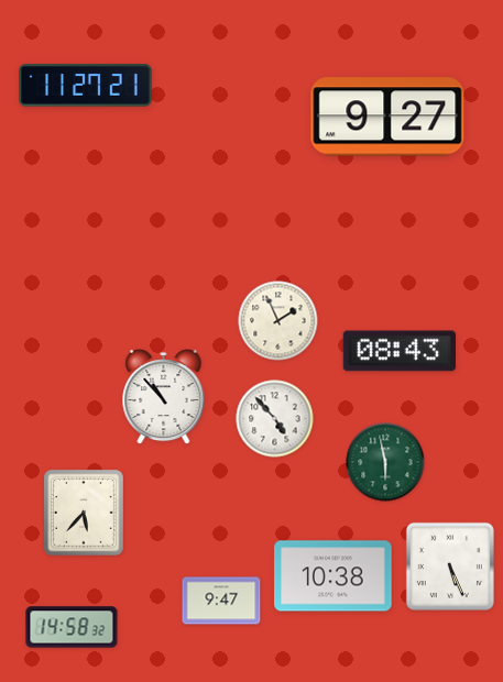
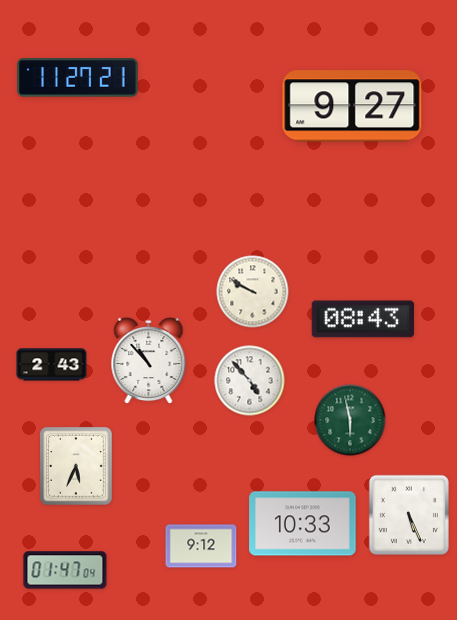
clock at (278, 321): 1:56 -> 9:50
clock at (52, 365): none -> 2:43
clock at (85, 513): 5:37 -> 5:34
clock at (333, 576): 10:38 -> 10:33
clock at (221, 601): 9:47 -> 9:12
clock at (72, 627): 14:58 -> 01:47
